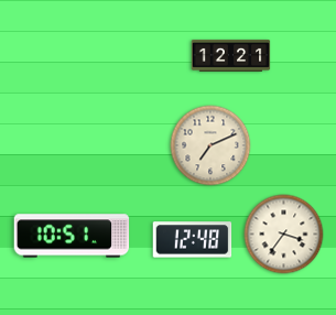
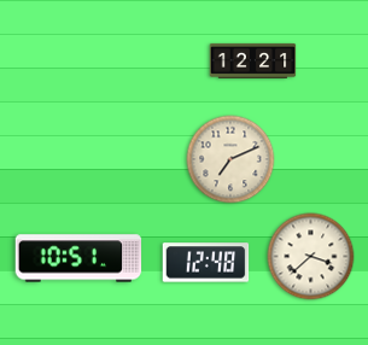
clock at (284, 235): 3:36 -> 3:38
clock at (193, 240) position: (193, 240) -> (206, 263)
